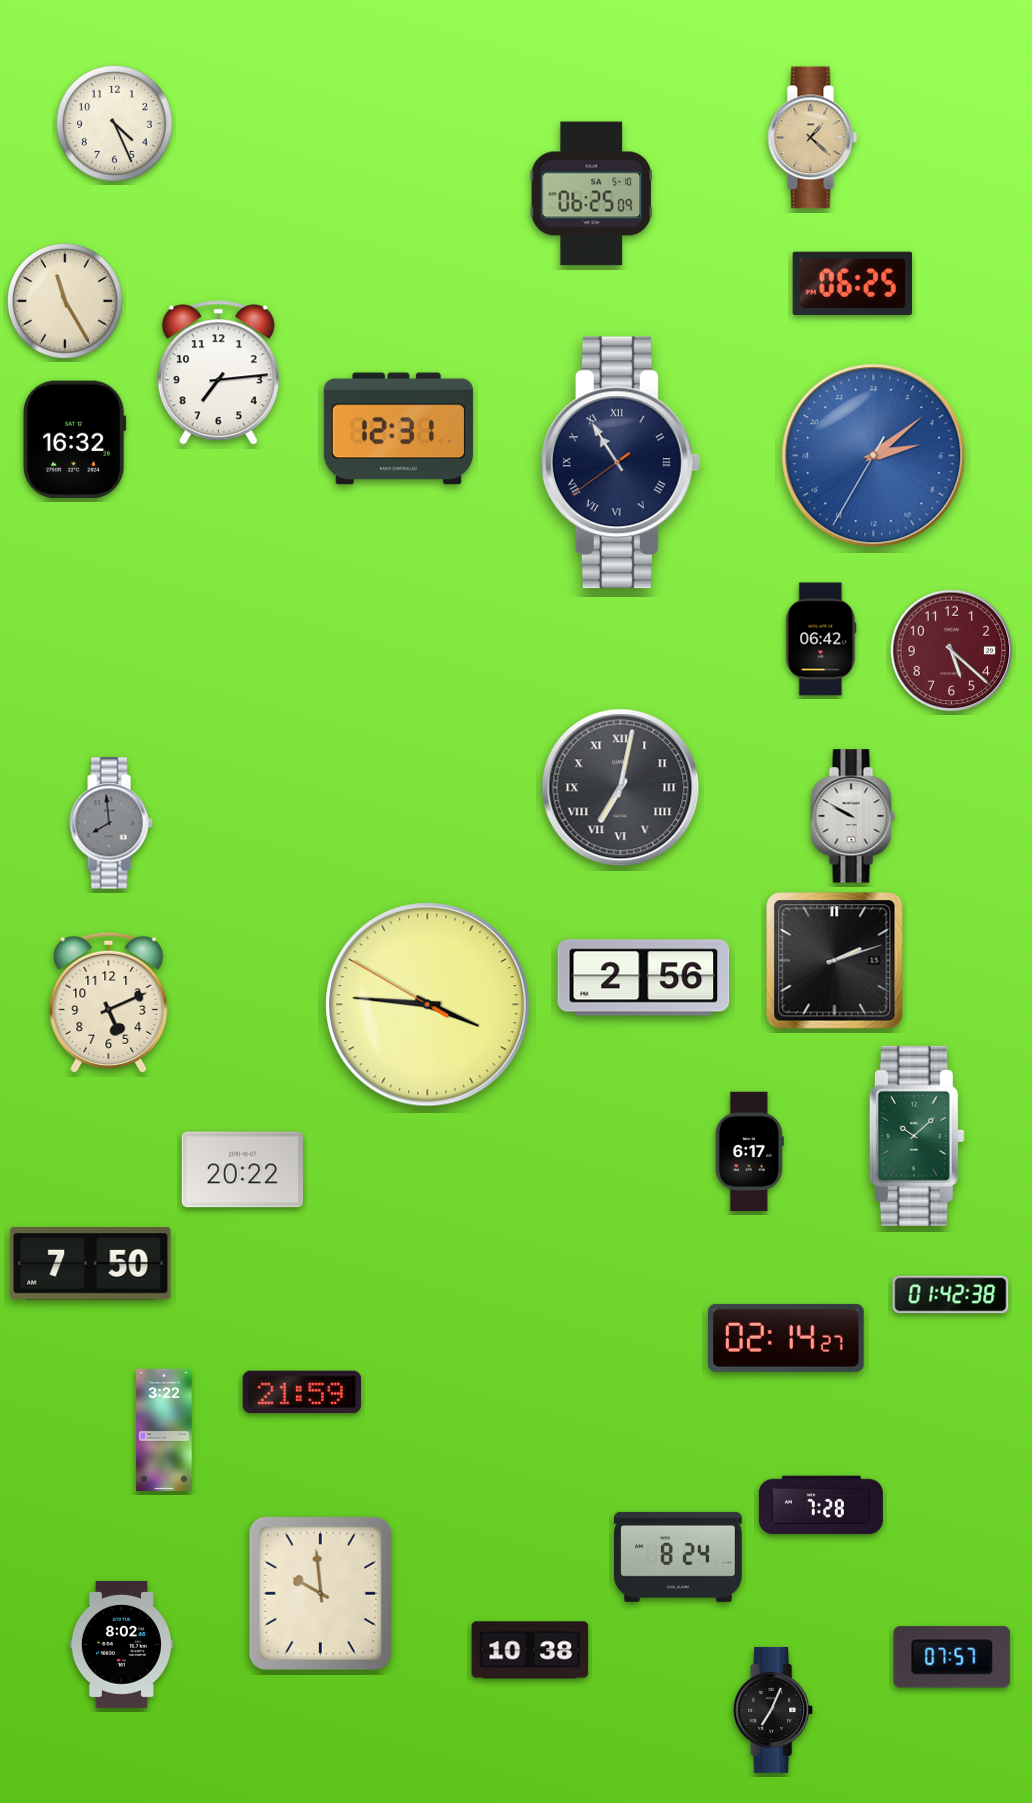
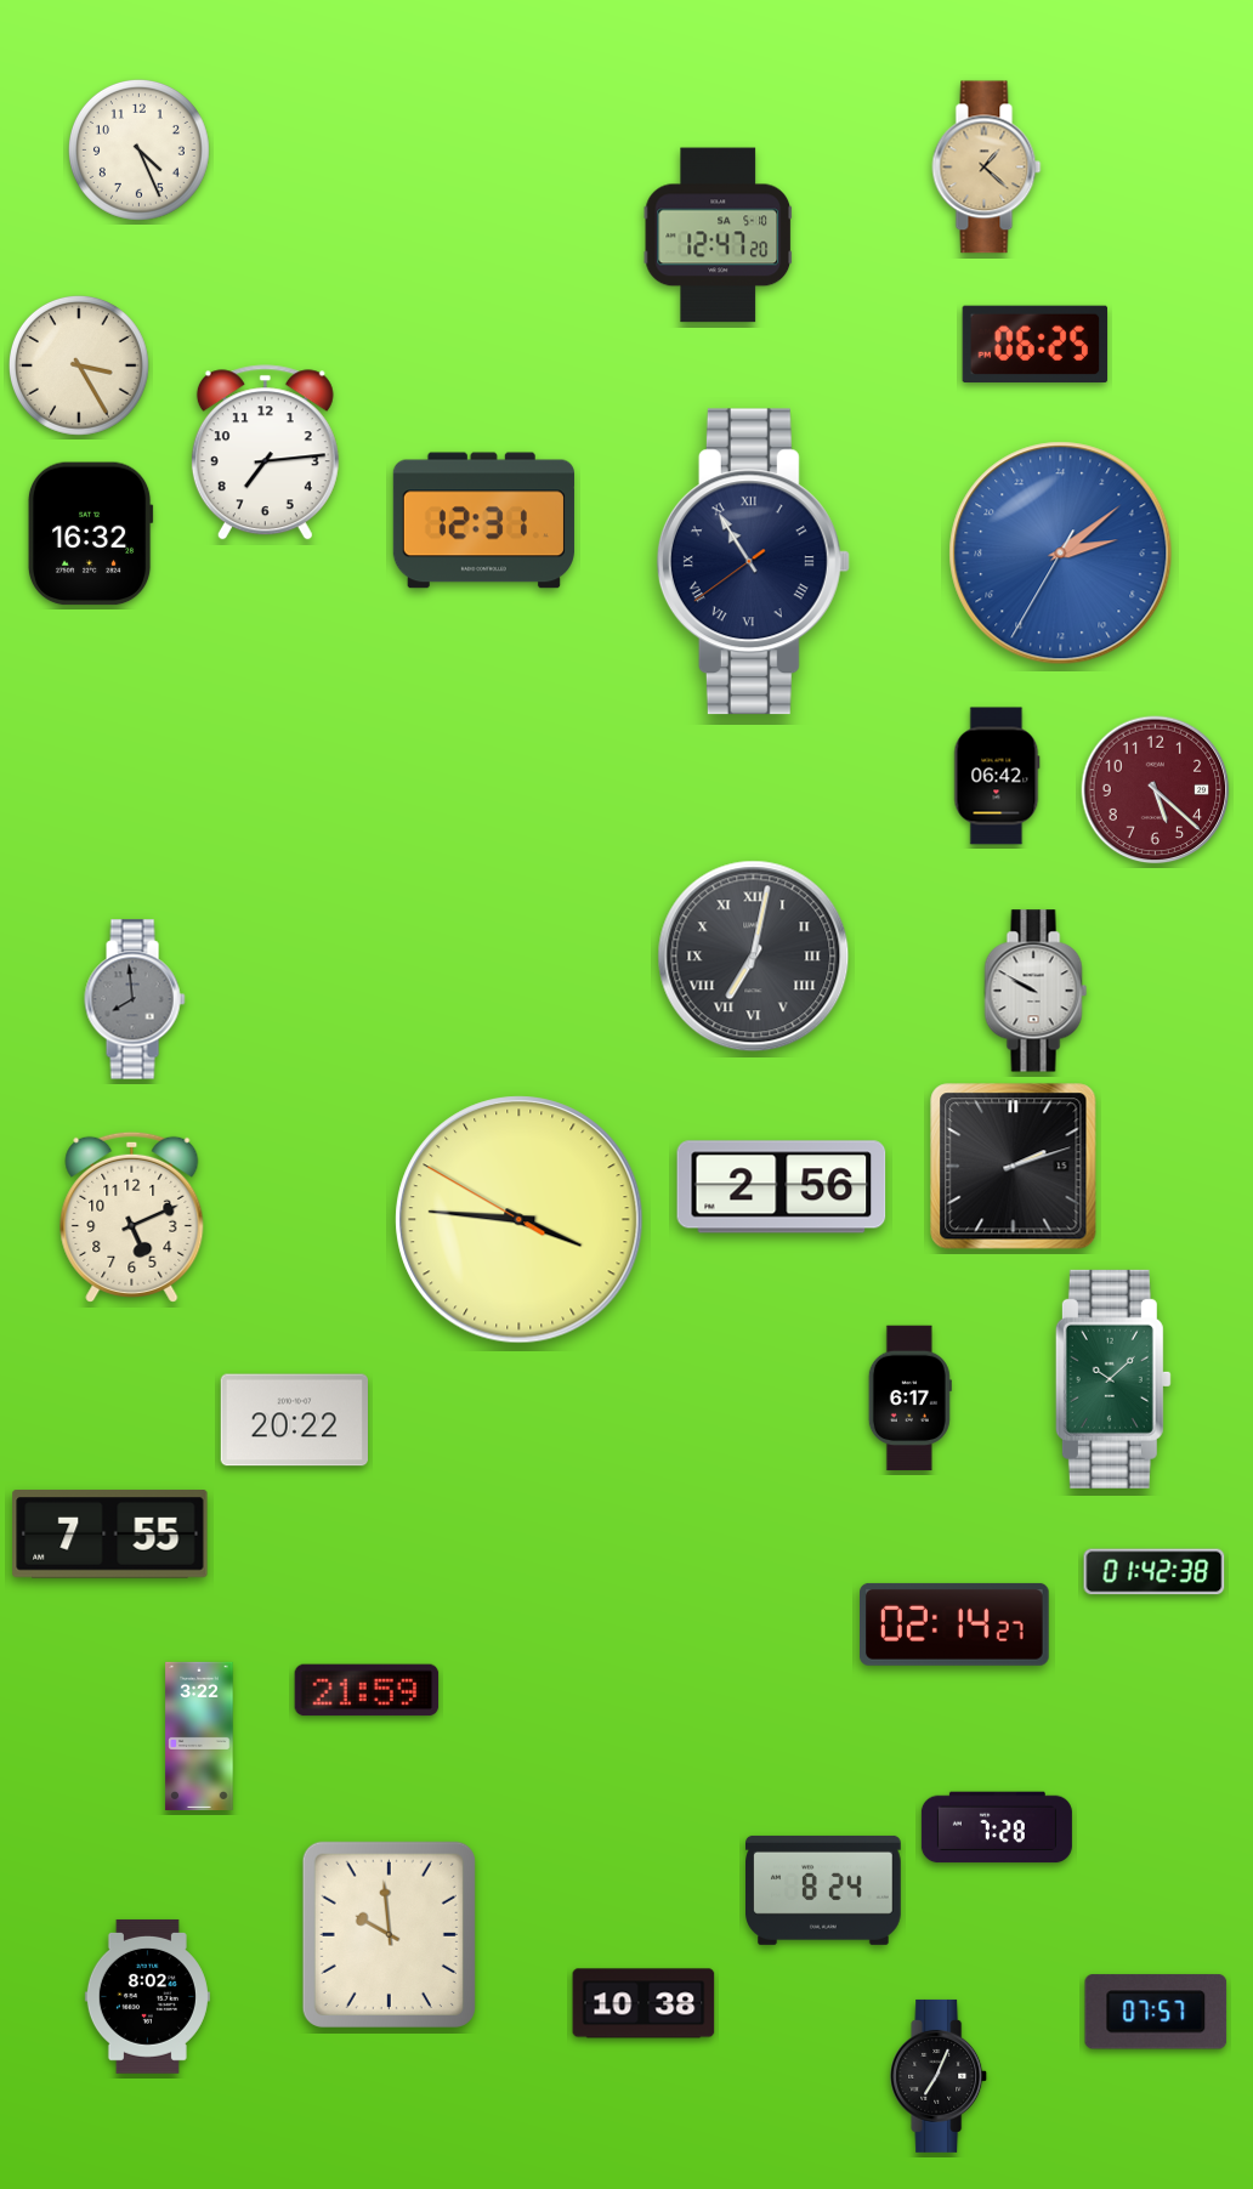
clock at (592, 194): 06:25 -> 12:47
clock at (65, 301): 11:25 -> 3:25
clock at (91, 1264): 7:50 -> 7:55
